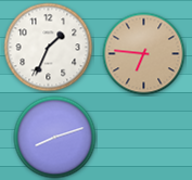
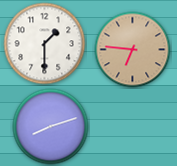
clock at (49, 48): 1:34 -> 1:30
